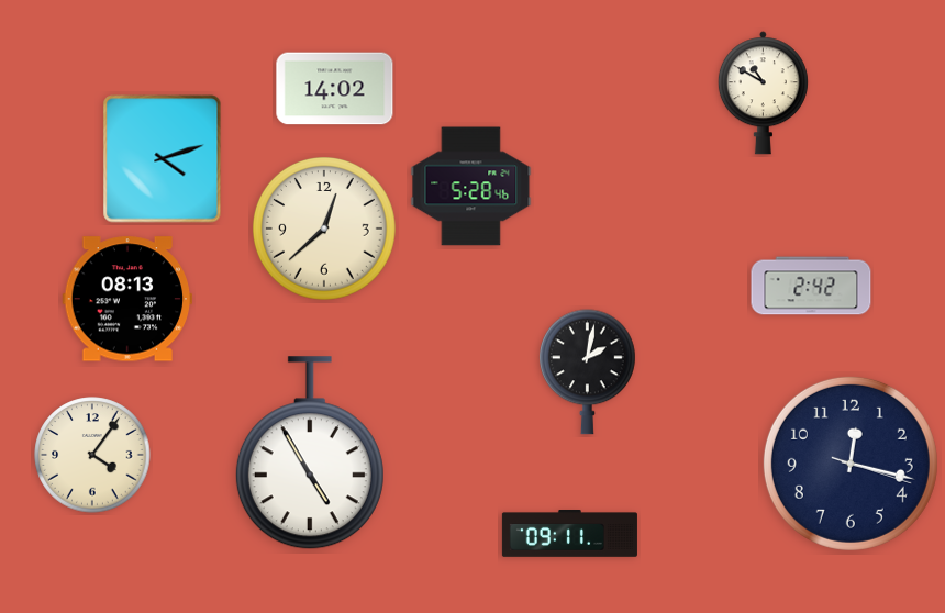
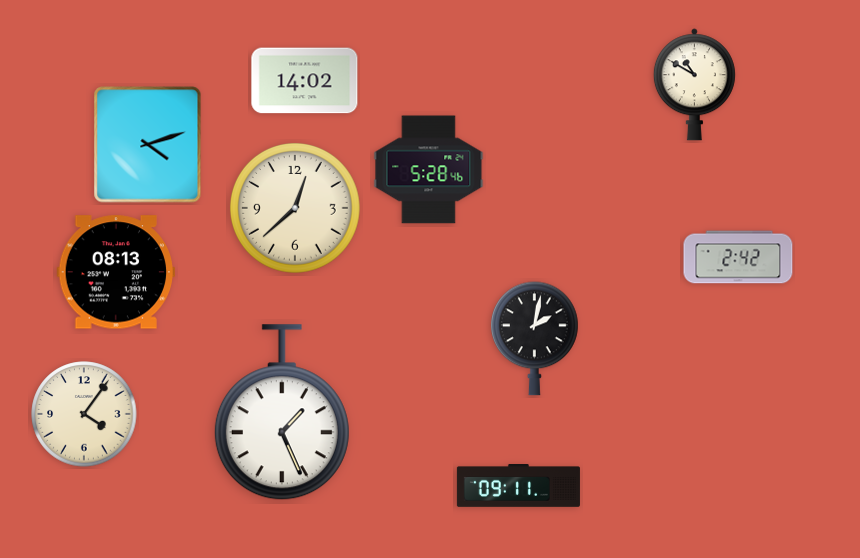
clock at (811, 286) position: (811, 286) -> (738, 257)
clock at (310, 454): 4:55 -> 1:26
clock at (850, 464): 12:17 -> none
